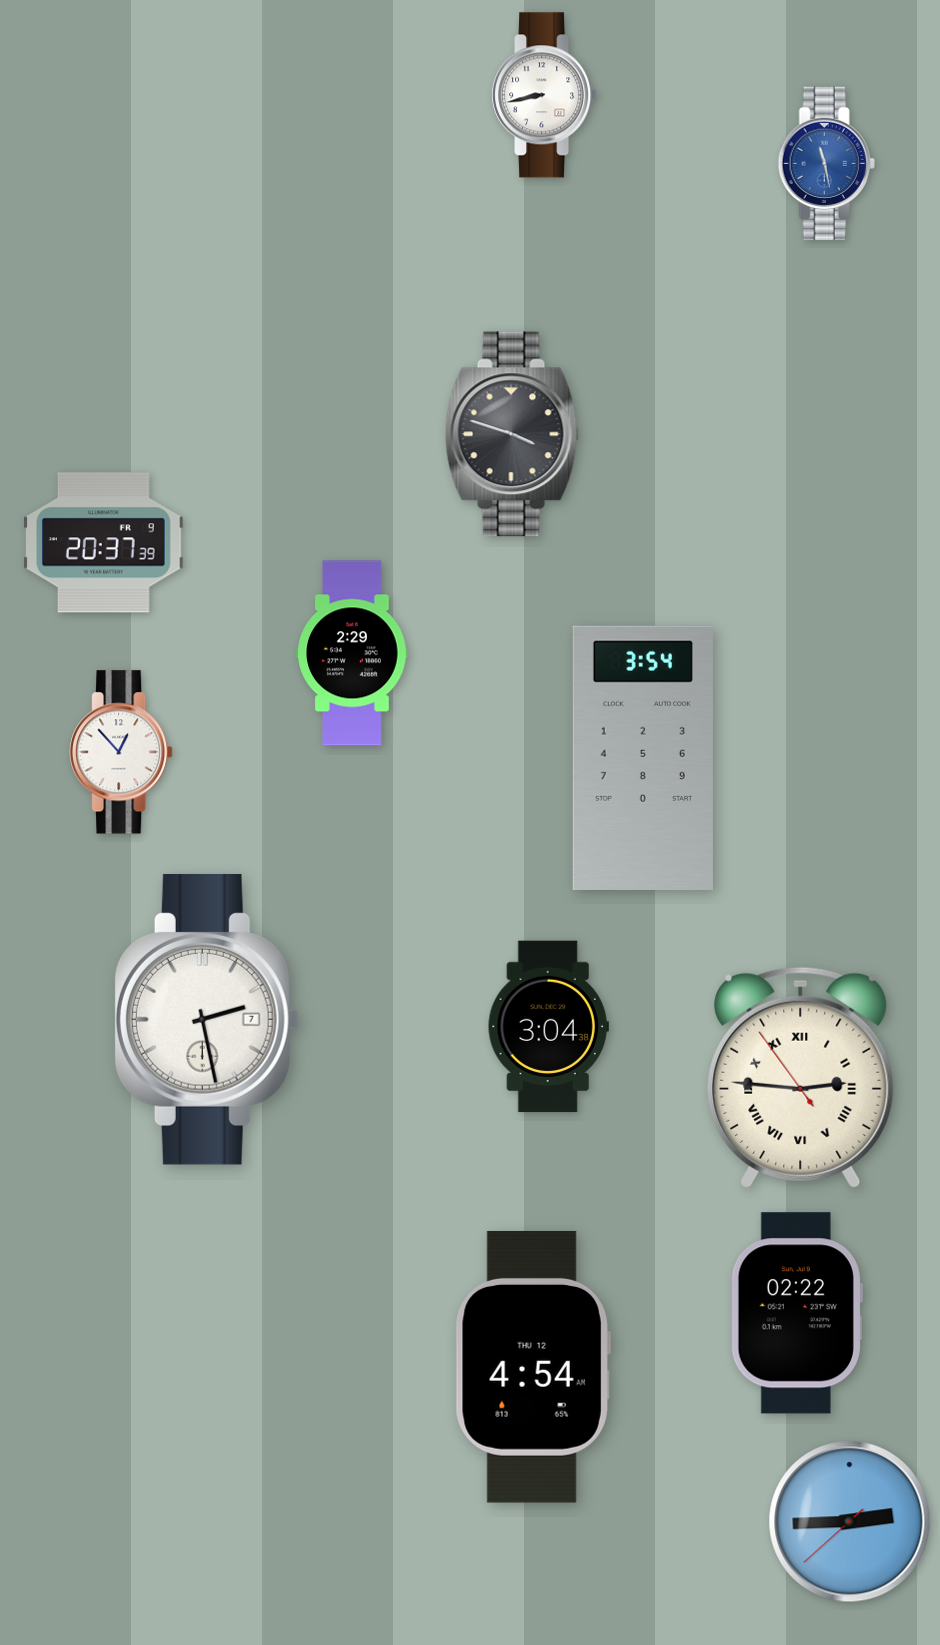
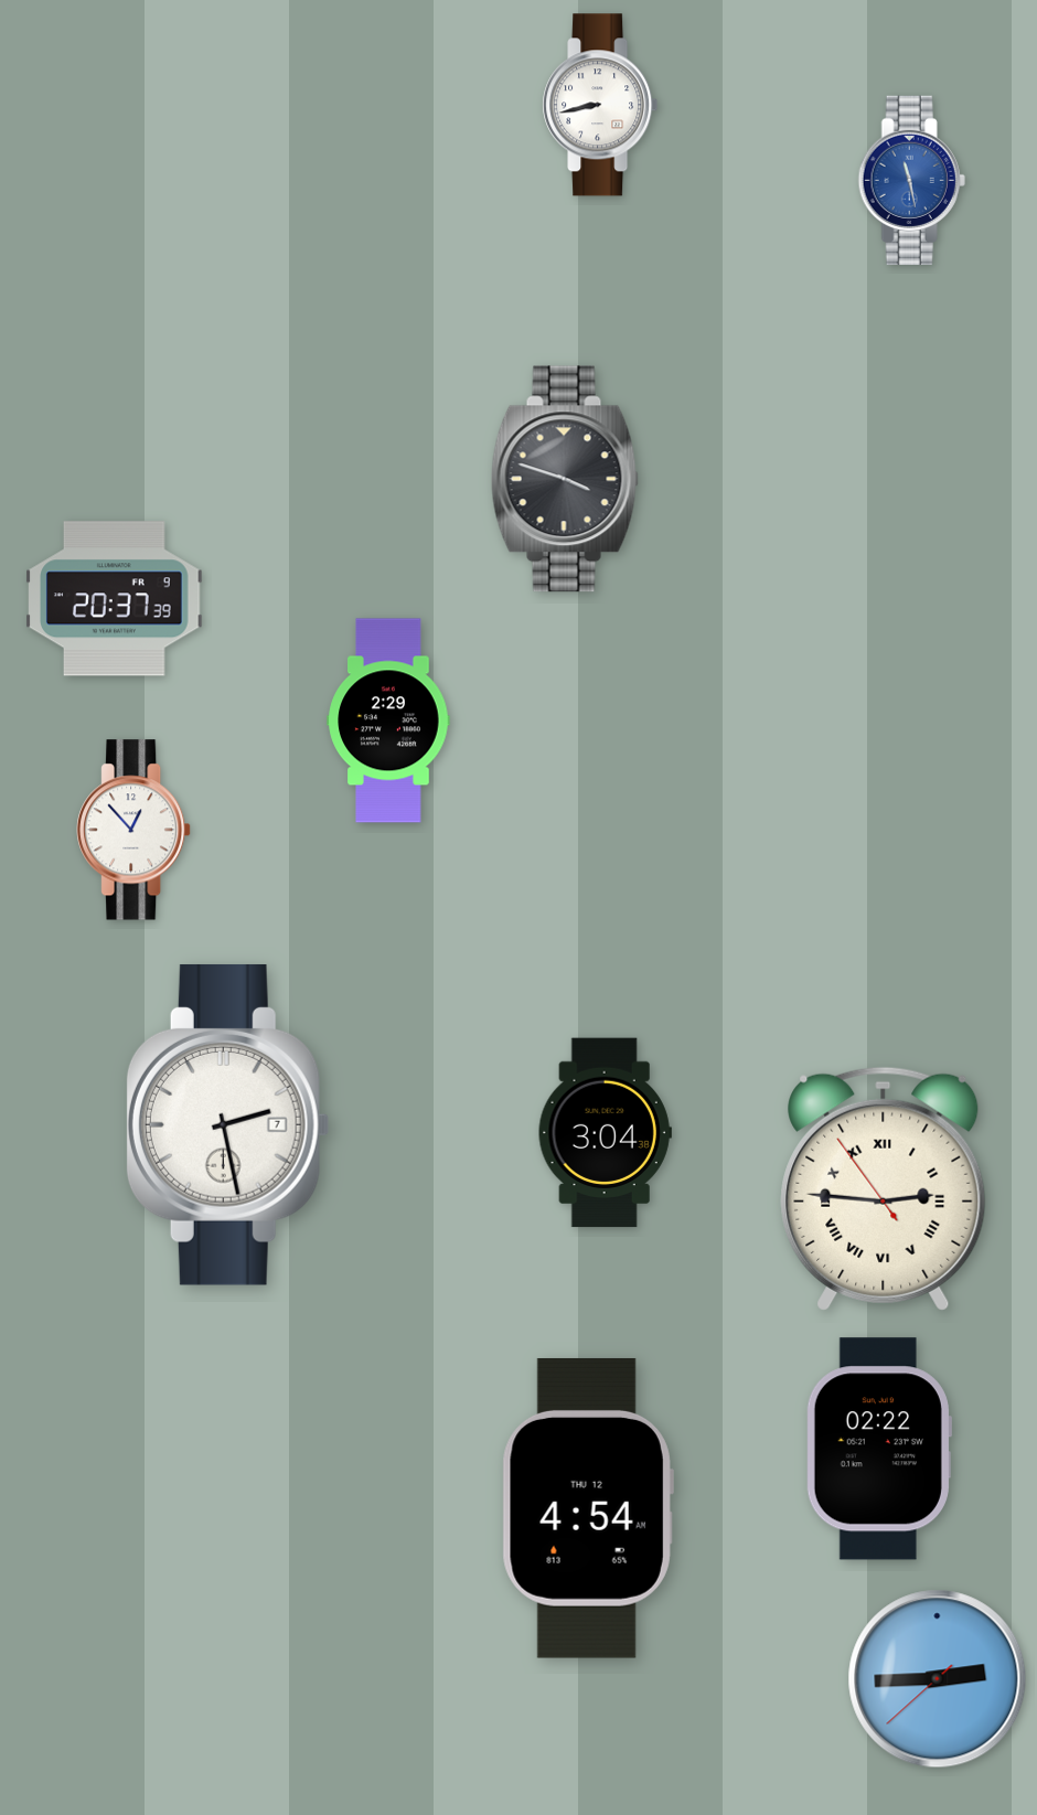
clock at (643, 758): 3:54 -> none
